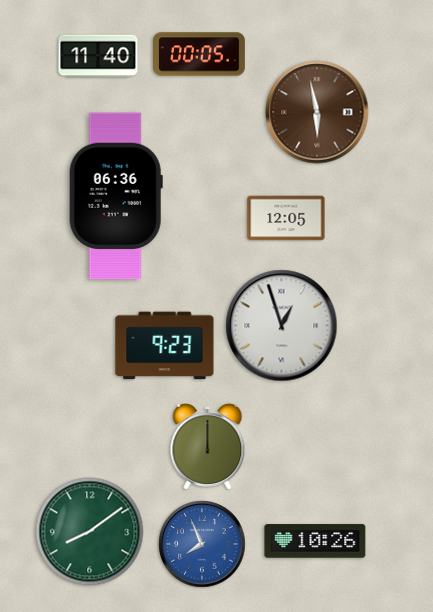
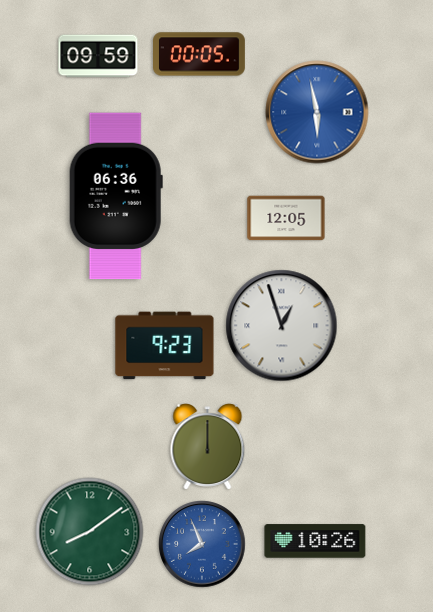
clock at (98, 56): 11:40 -> 09:59
clock at (317, 112) dial: brown -> blue
